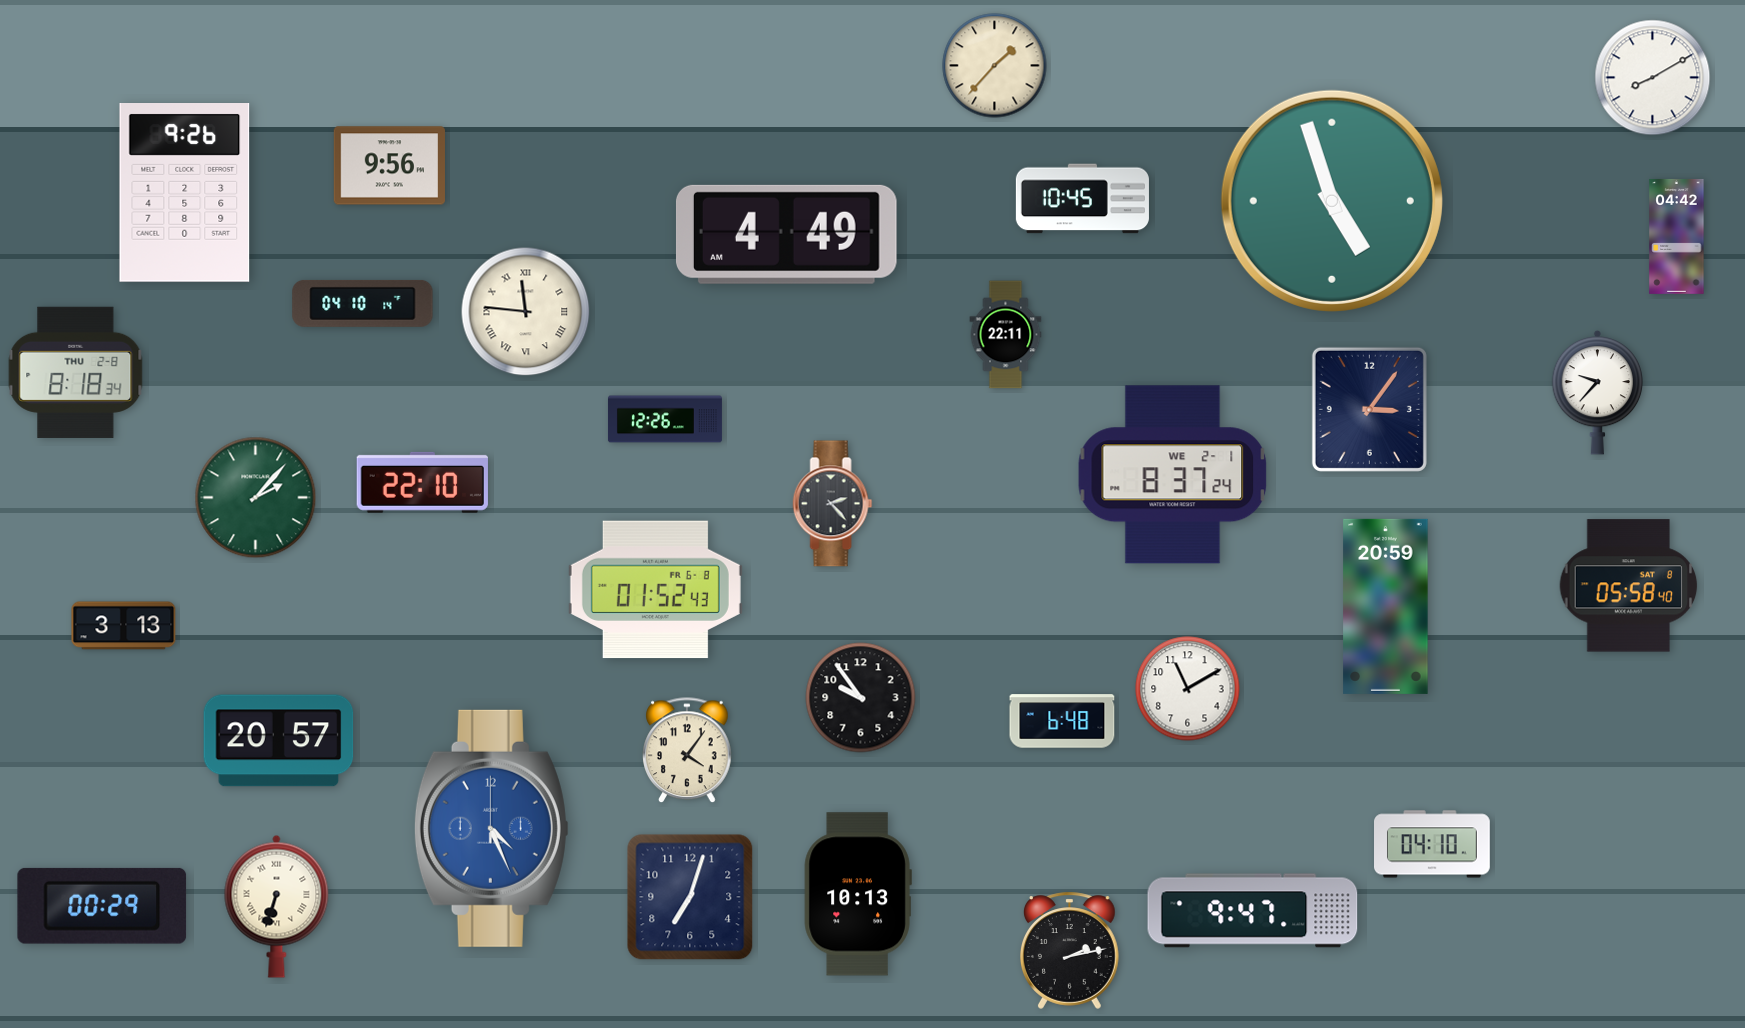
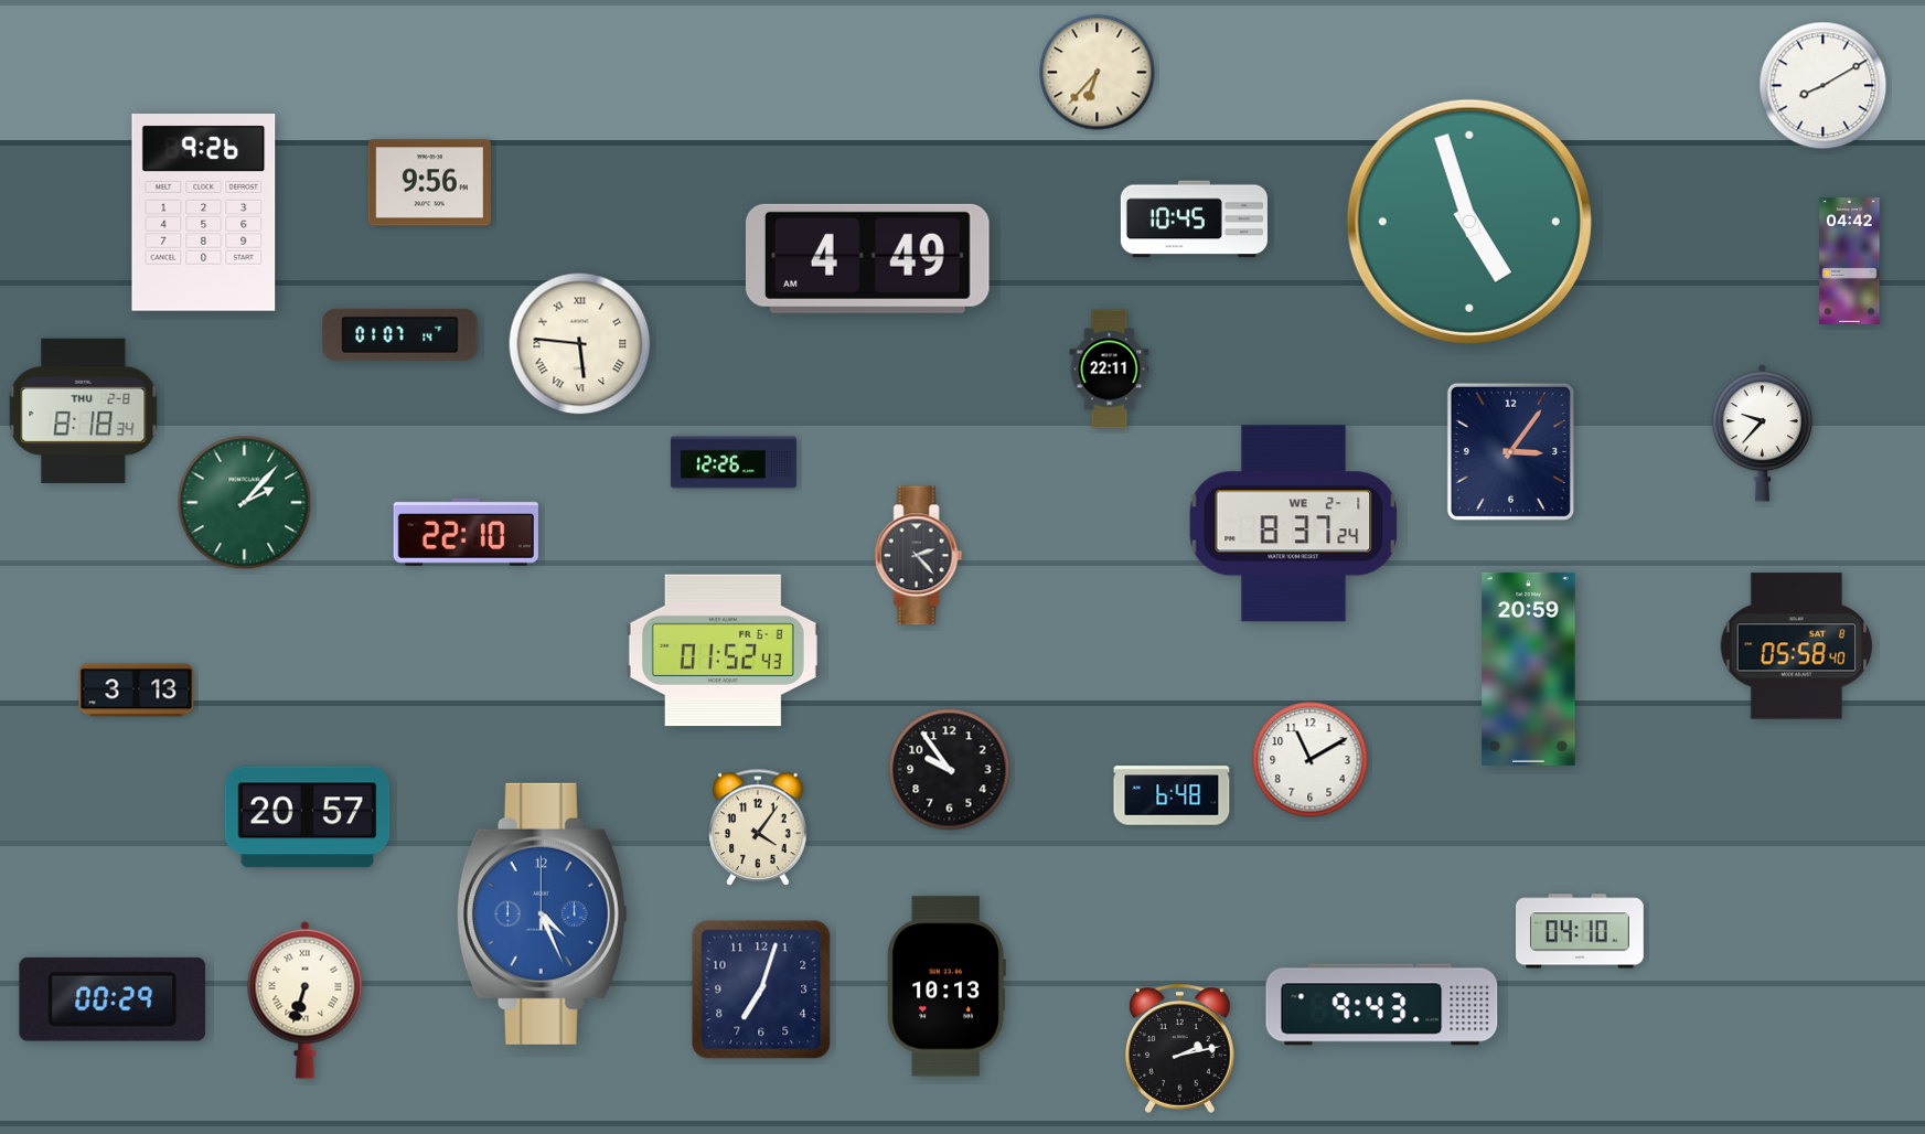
clock at (995, 66): 1:37 -> 6:37
clock at (363, 303): 04:10 -> 01:07
clock at (526, 312): 11:46 -> 5:46
clock at (256, 498) position: (256, 498) -> (245, 503)
clock at (1253, 911): 9:47 -> 9:43
